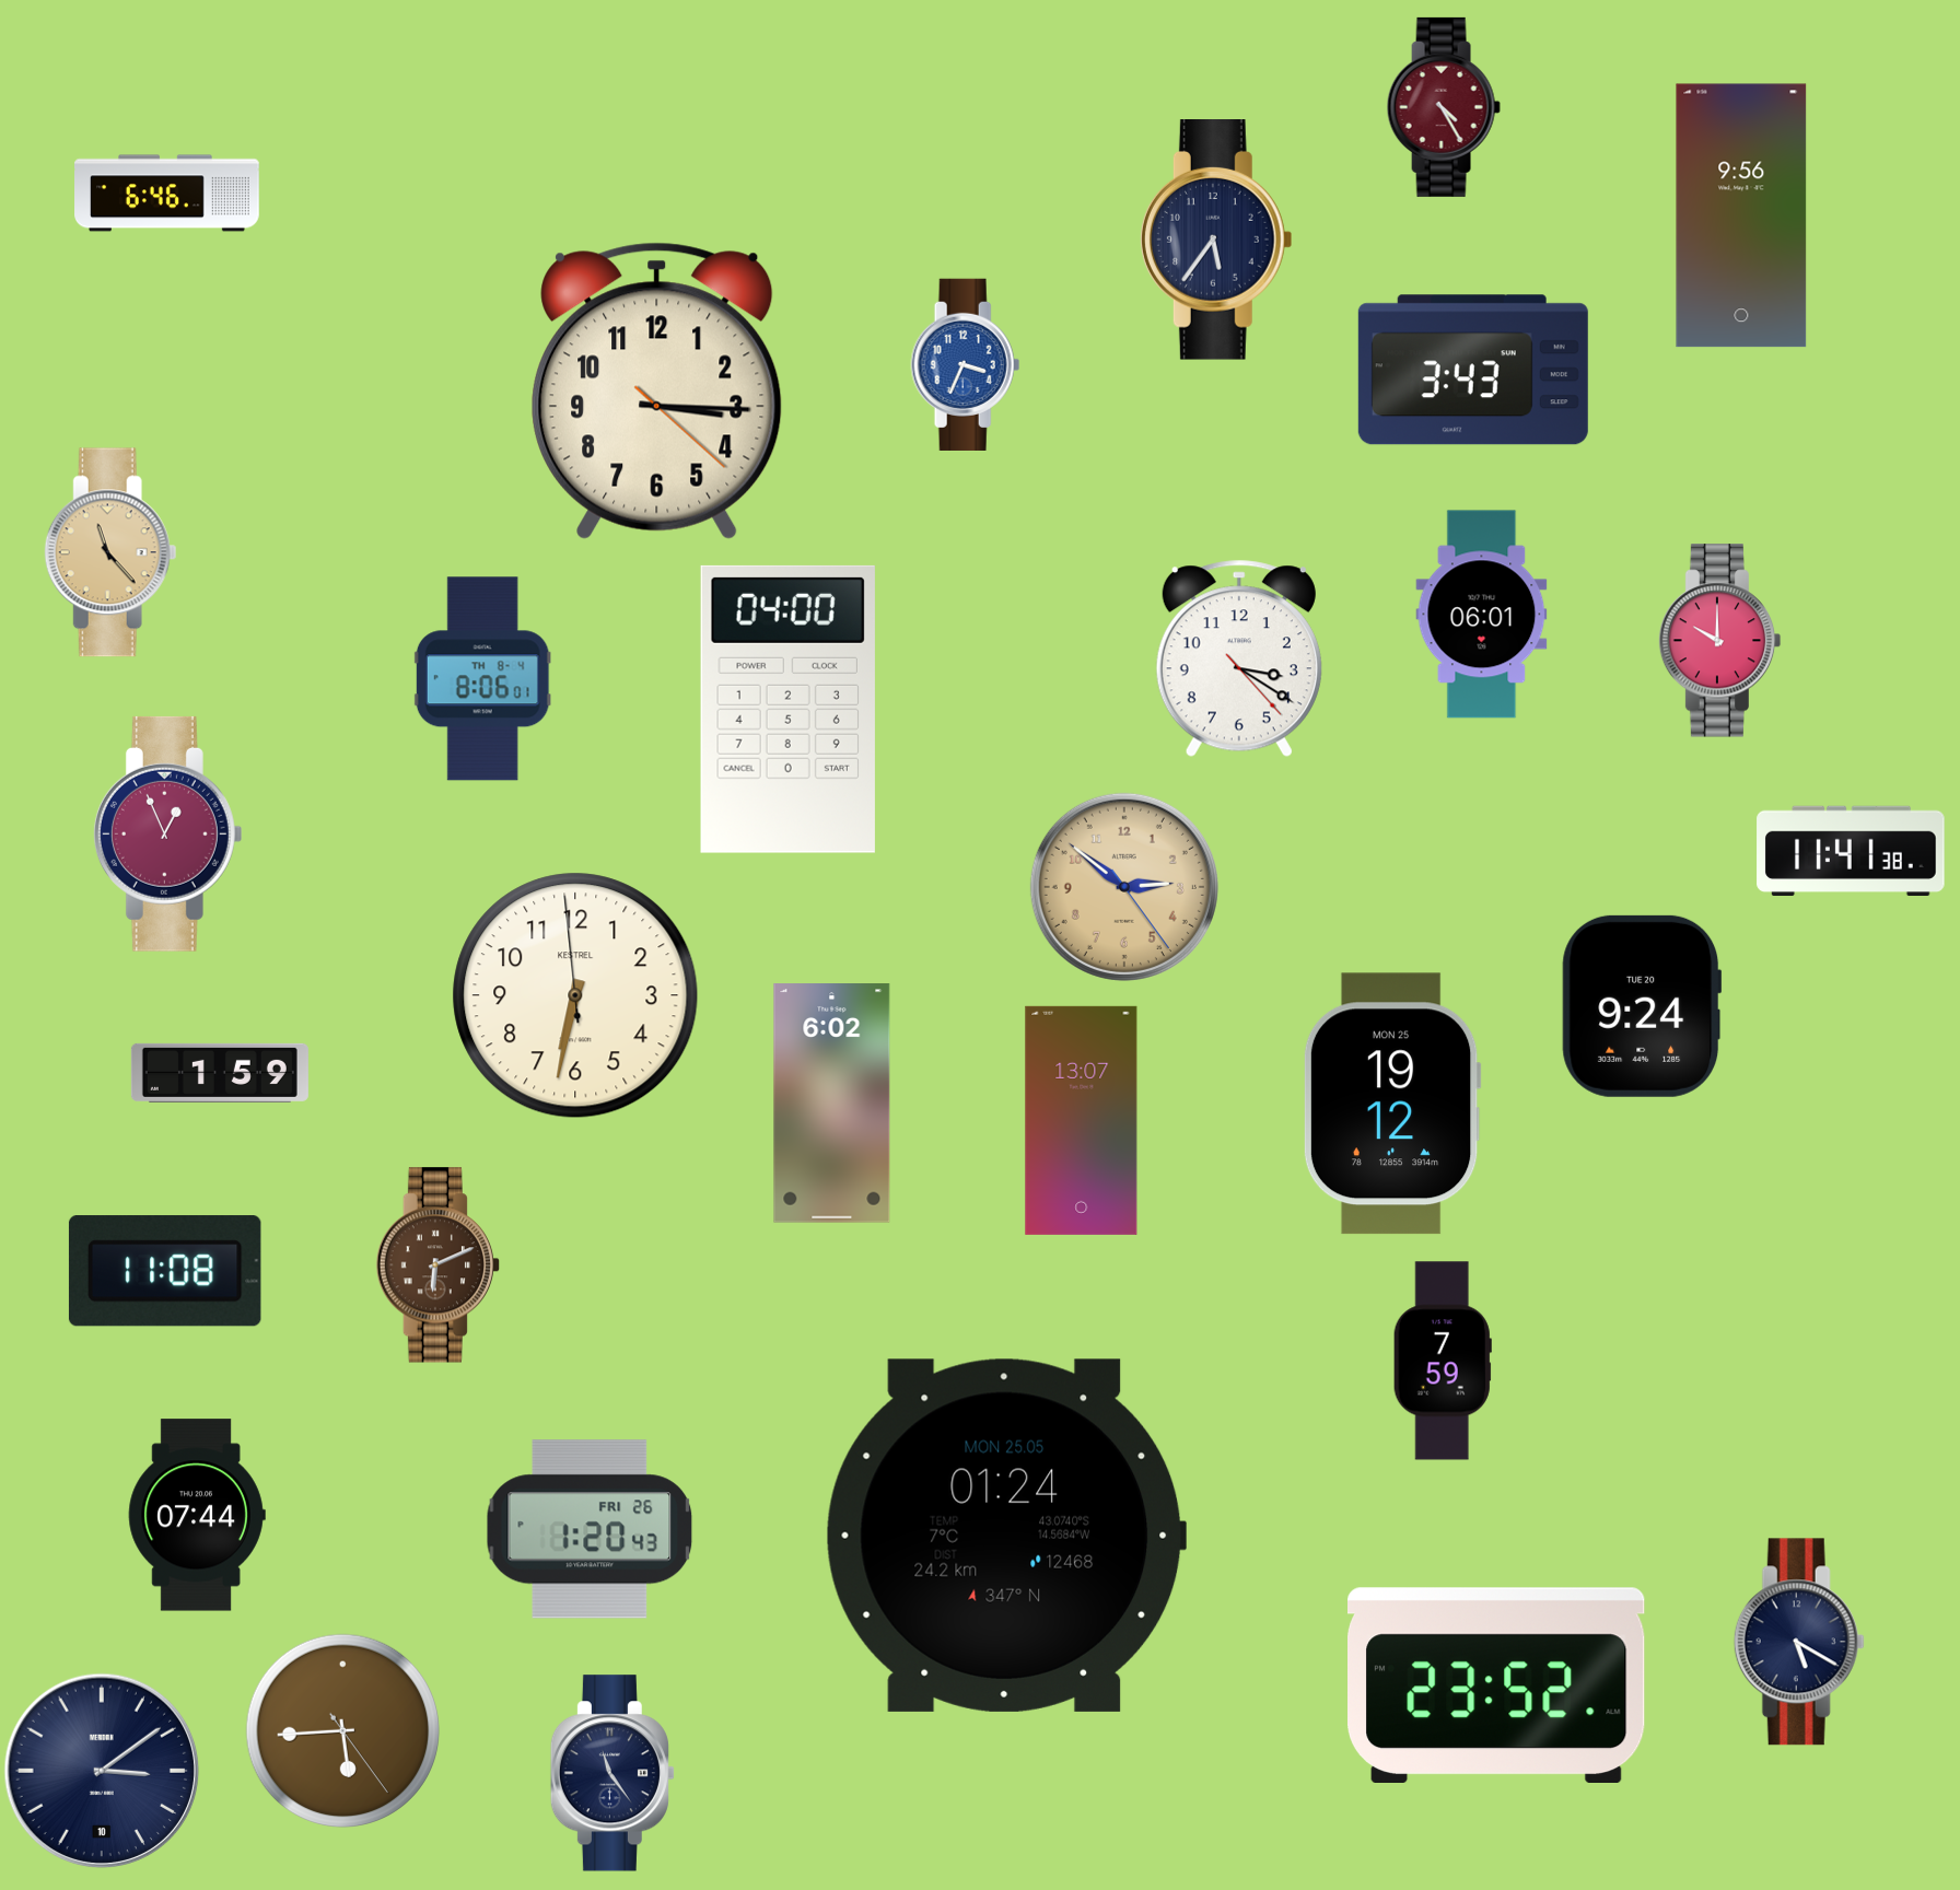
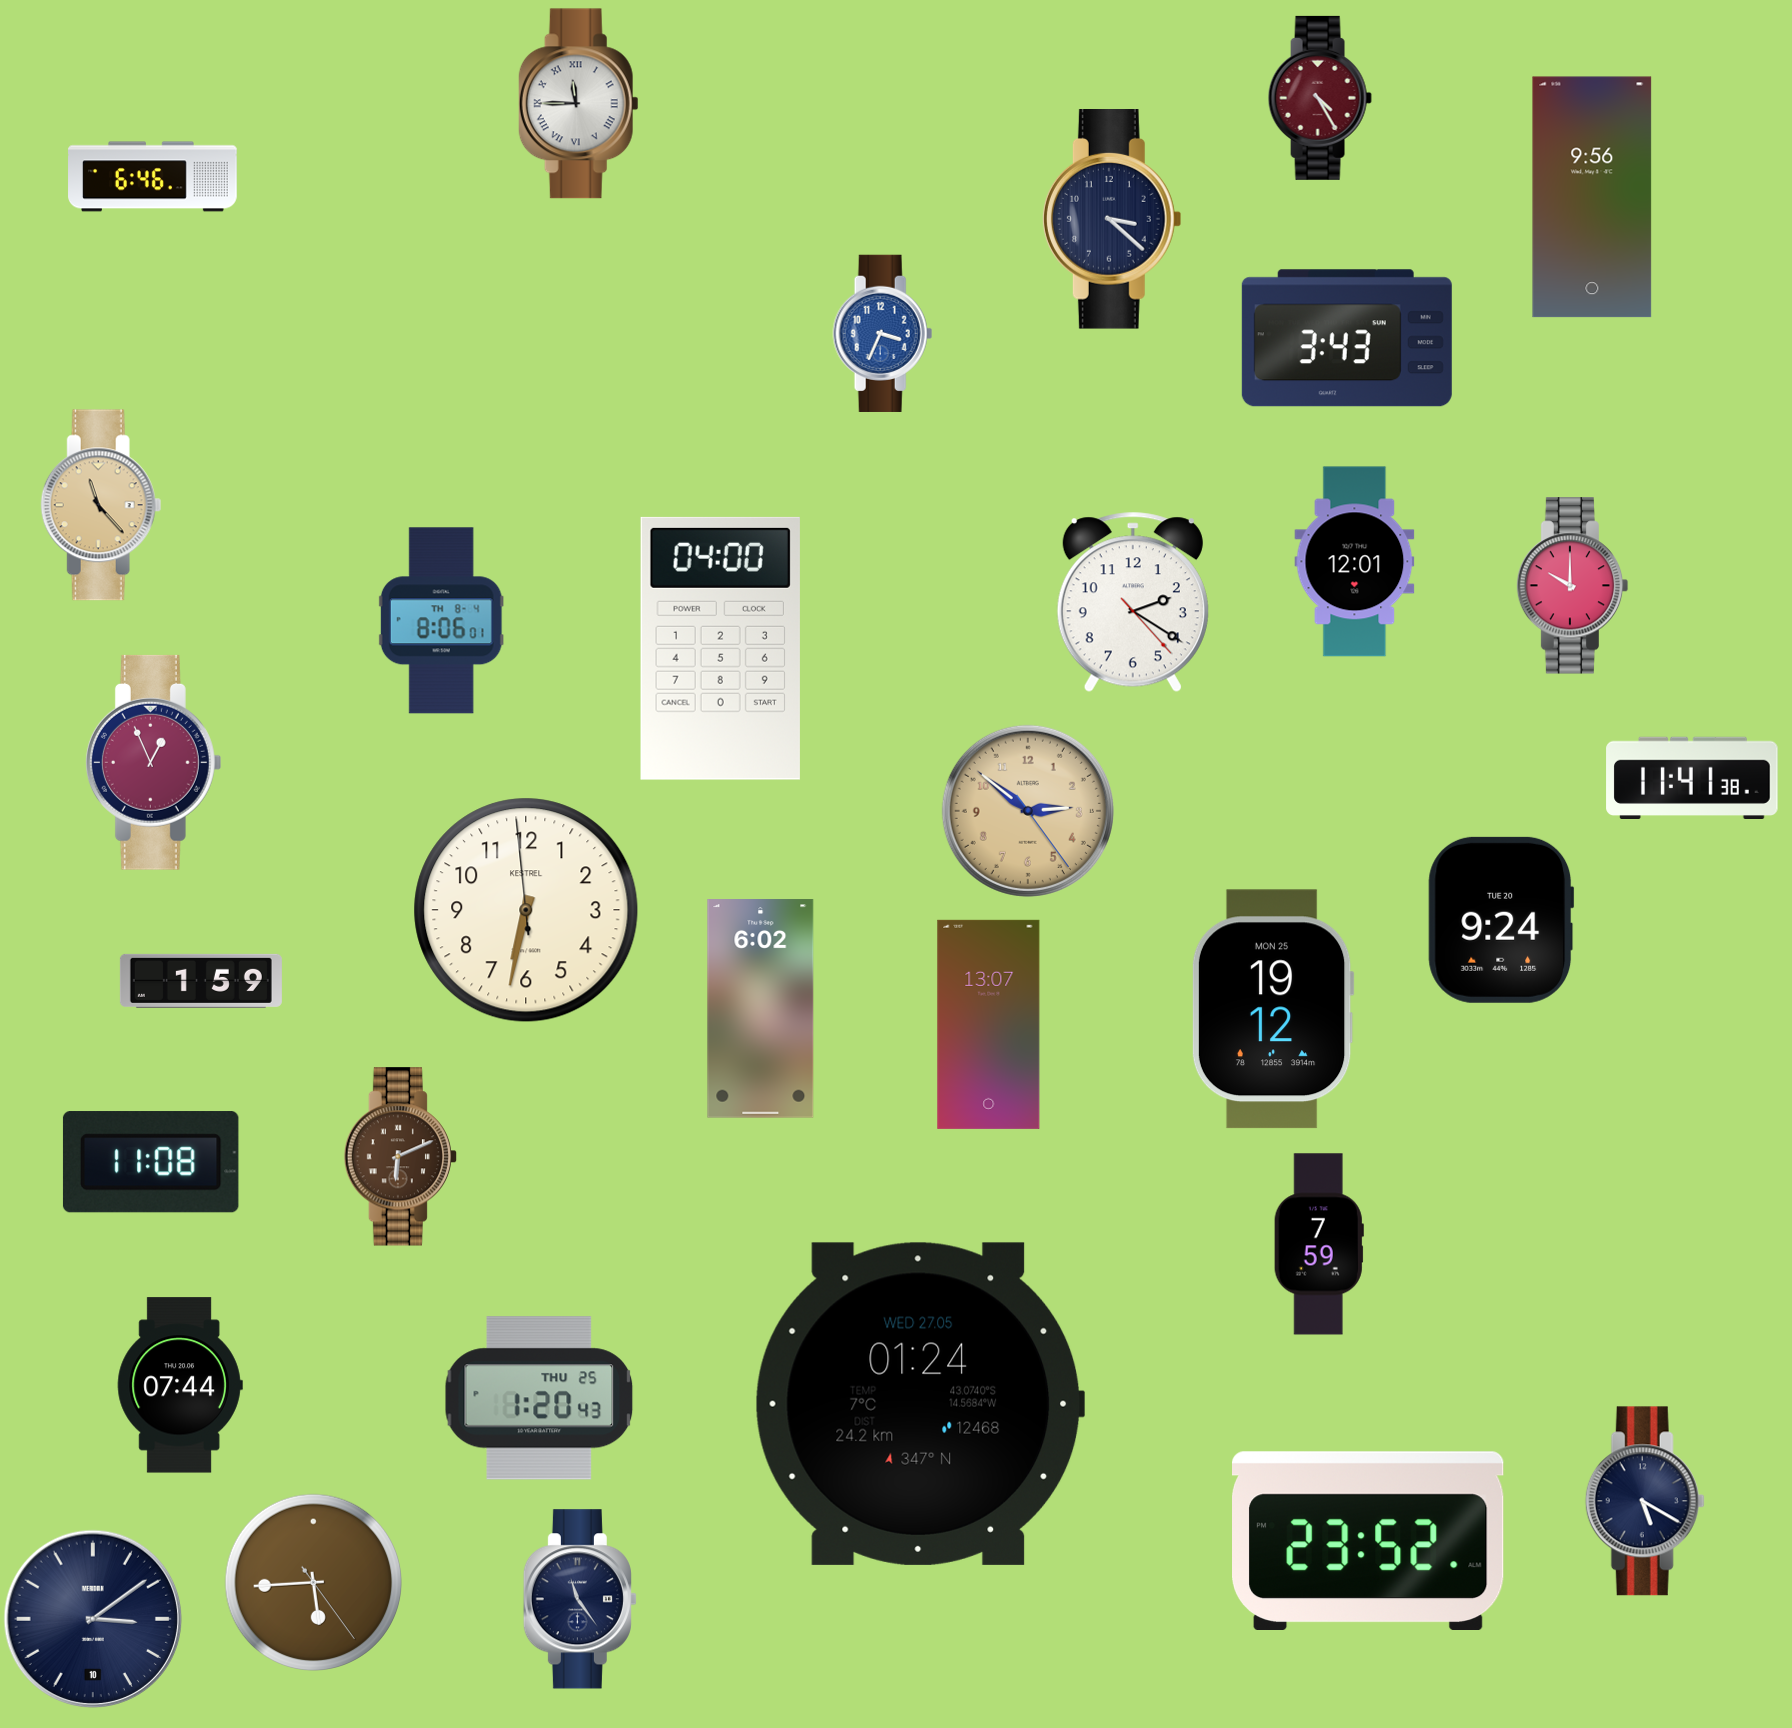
clock at (578, 104): none -> 11:45
clock at (1216, 241): 5:36 -> 3:22
clock at (657, 390): 3:15 -> none
clock at (1482, 615): 06:01 -> 12:01
clock at (1239, 658): 3:20 -> 2:20
clock at (590, 1529) date: FRI 26 -> THU 25
clock at (1005, 1536) date: MON 25.05 -> WED 27.05
clock at (612, 1773) position: (612, 1773) -> (580, 1599)
